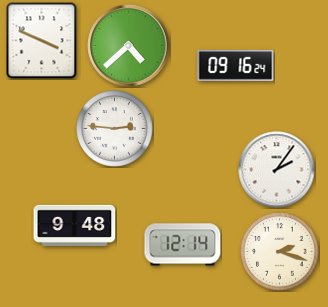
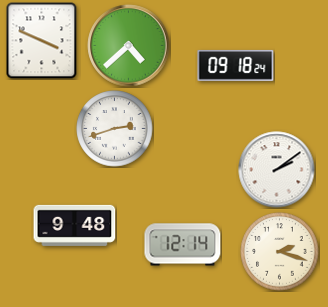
clock at (236, 65): 09:16 -> 09:18
clock at (115, 129): 2:46 -> 2:42
clock at (277, 170): 2:06 -> 2:09
